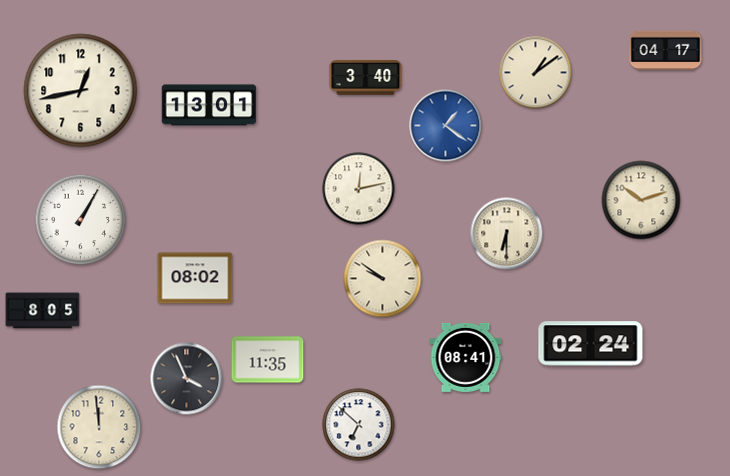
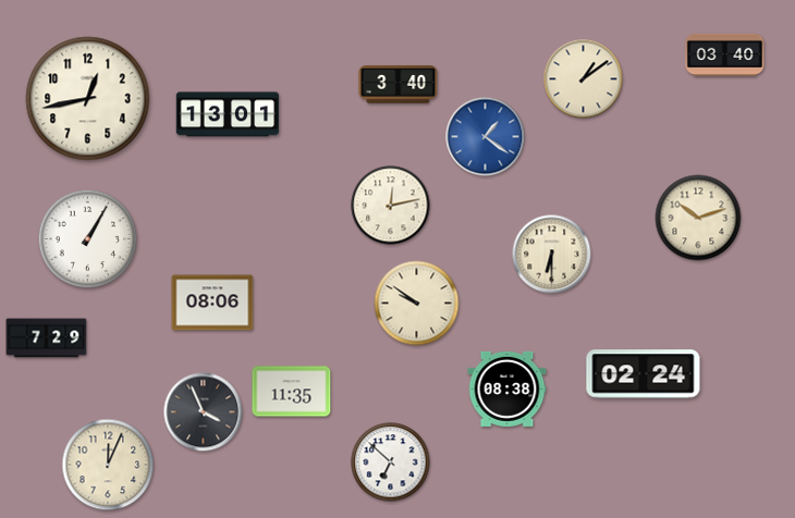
clock at (666, 50): 04:17 -> 03:40
clock at (195, 278): 08:02 -> 08:06
clock at (43, 311): 8:05 -> 7:29
clock at (466, 357): 08:41 -> 08:38
clock at (99, 427): 11:59 -> 12:04
